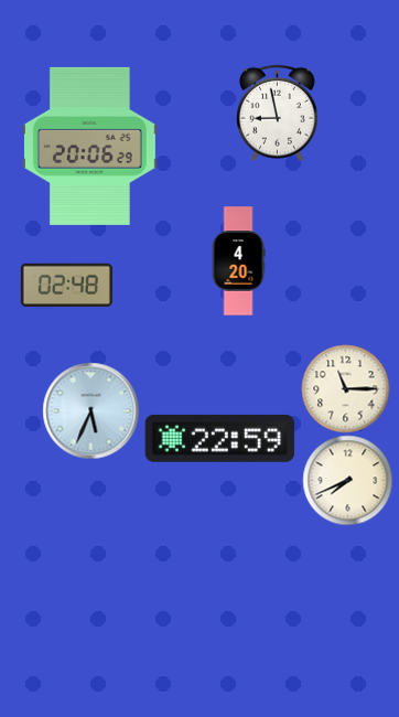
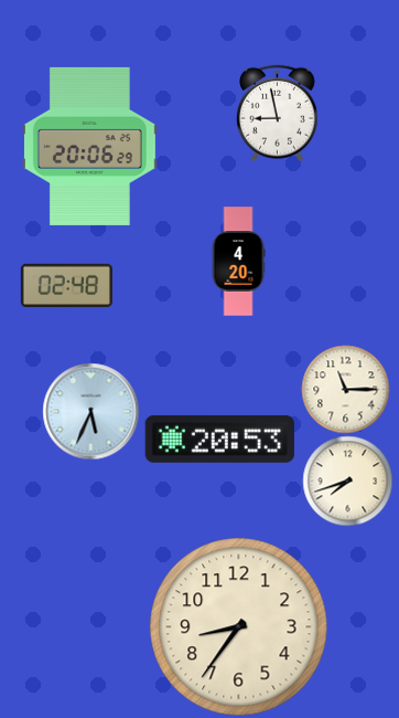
clock at (219, 438): 22:59 -> 20:53
clock at (347, 480): 7:41 -> 7:42
clock at (239, 627): none -> 8:36
